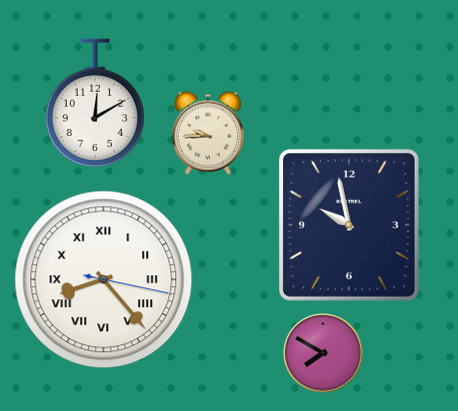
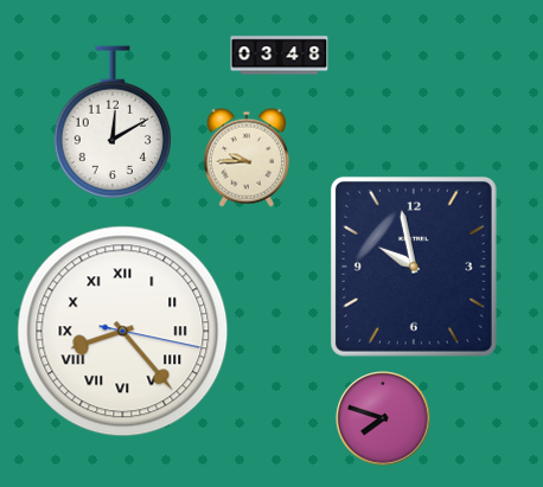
clock at (280, 56): none -> 03:48
clock at (323, 353): 7:50 -> 7:48
